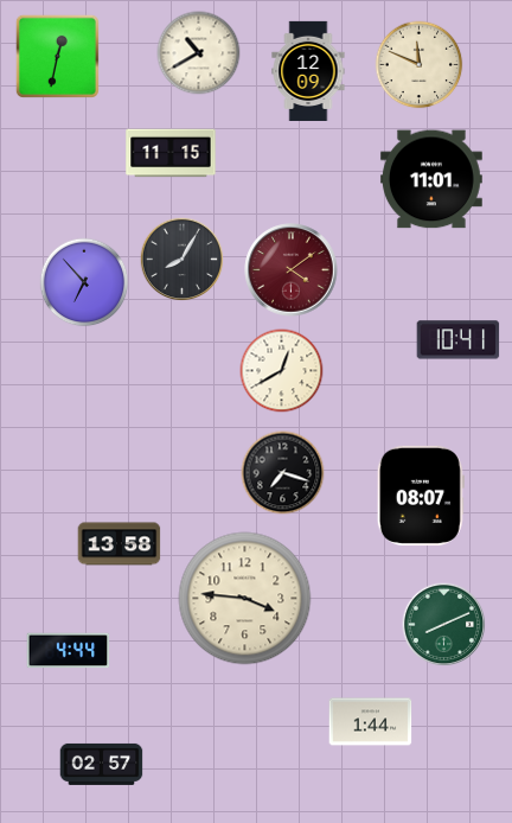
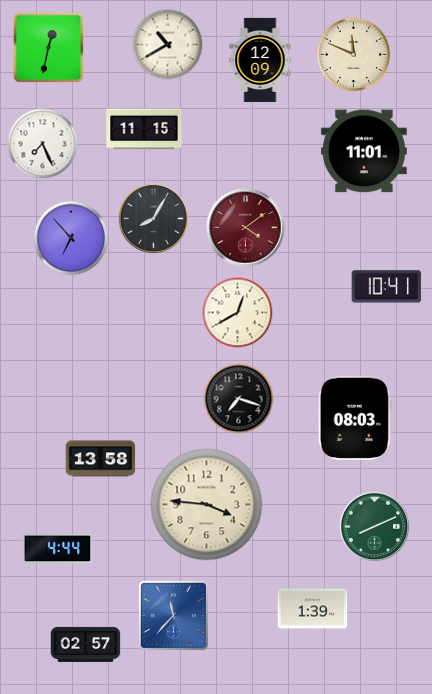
clock at (43, 144): none -> 7:26
clock at (421, 496): 08:07 -> 08:03
clock at (371, 722): 1:44 -> 1:39
clock at (173, 615): none -> 11:37
